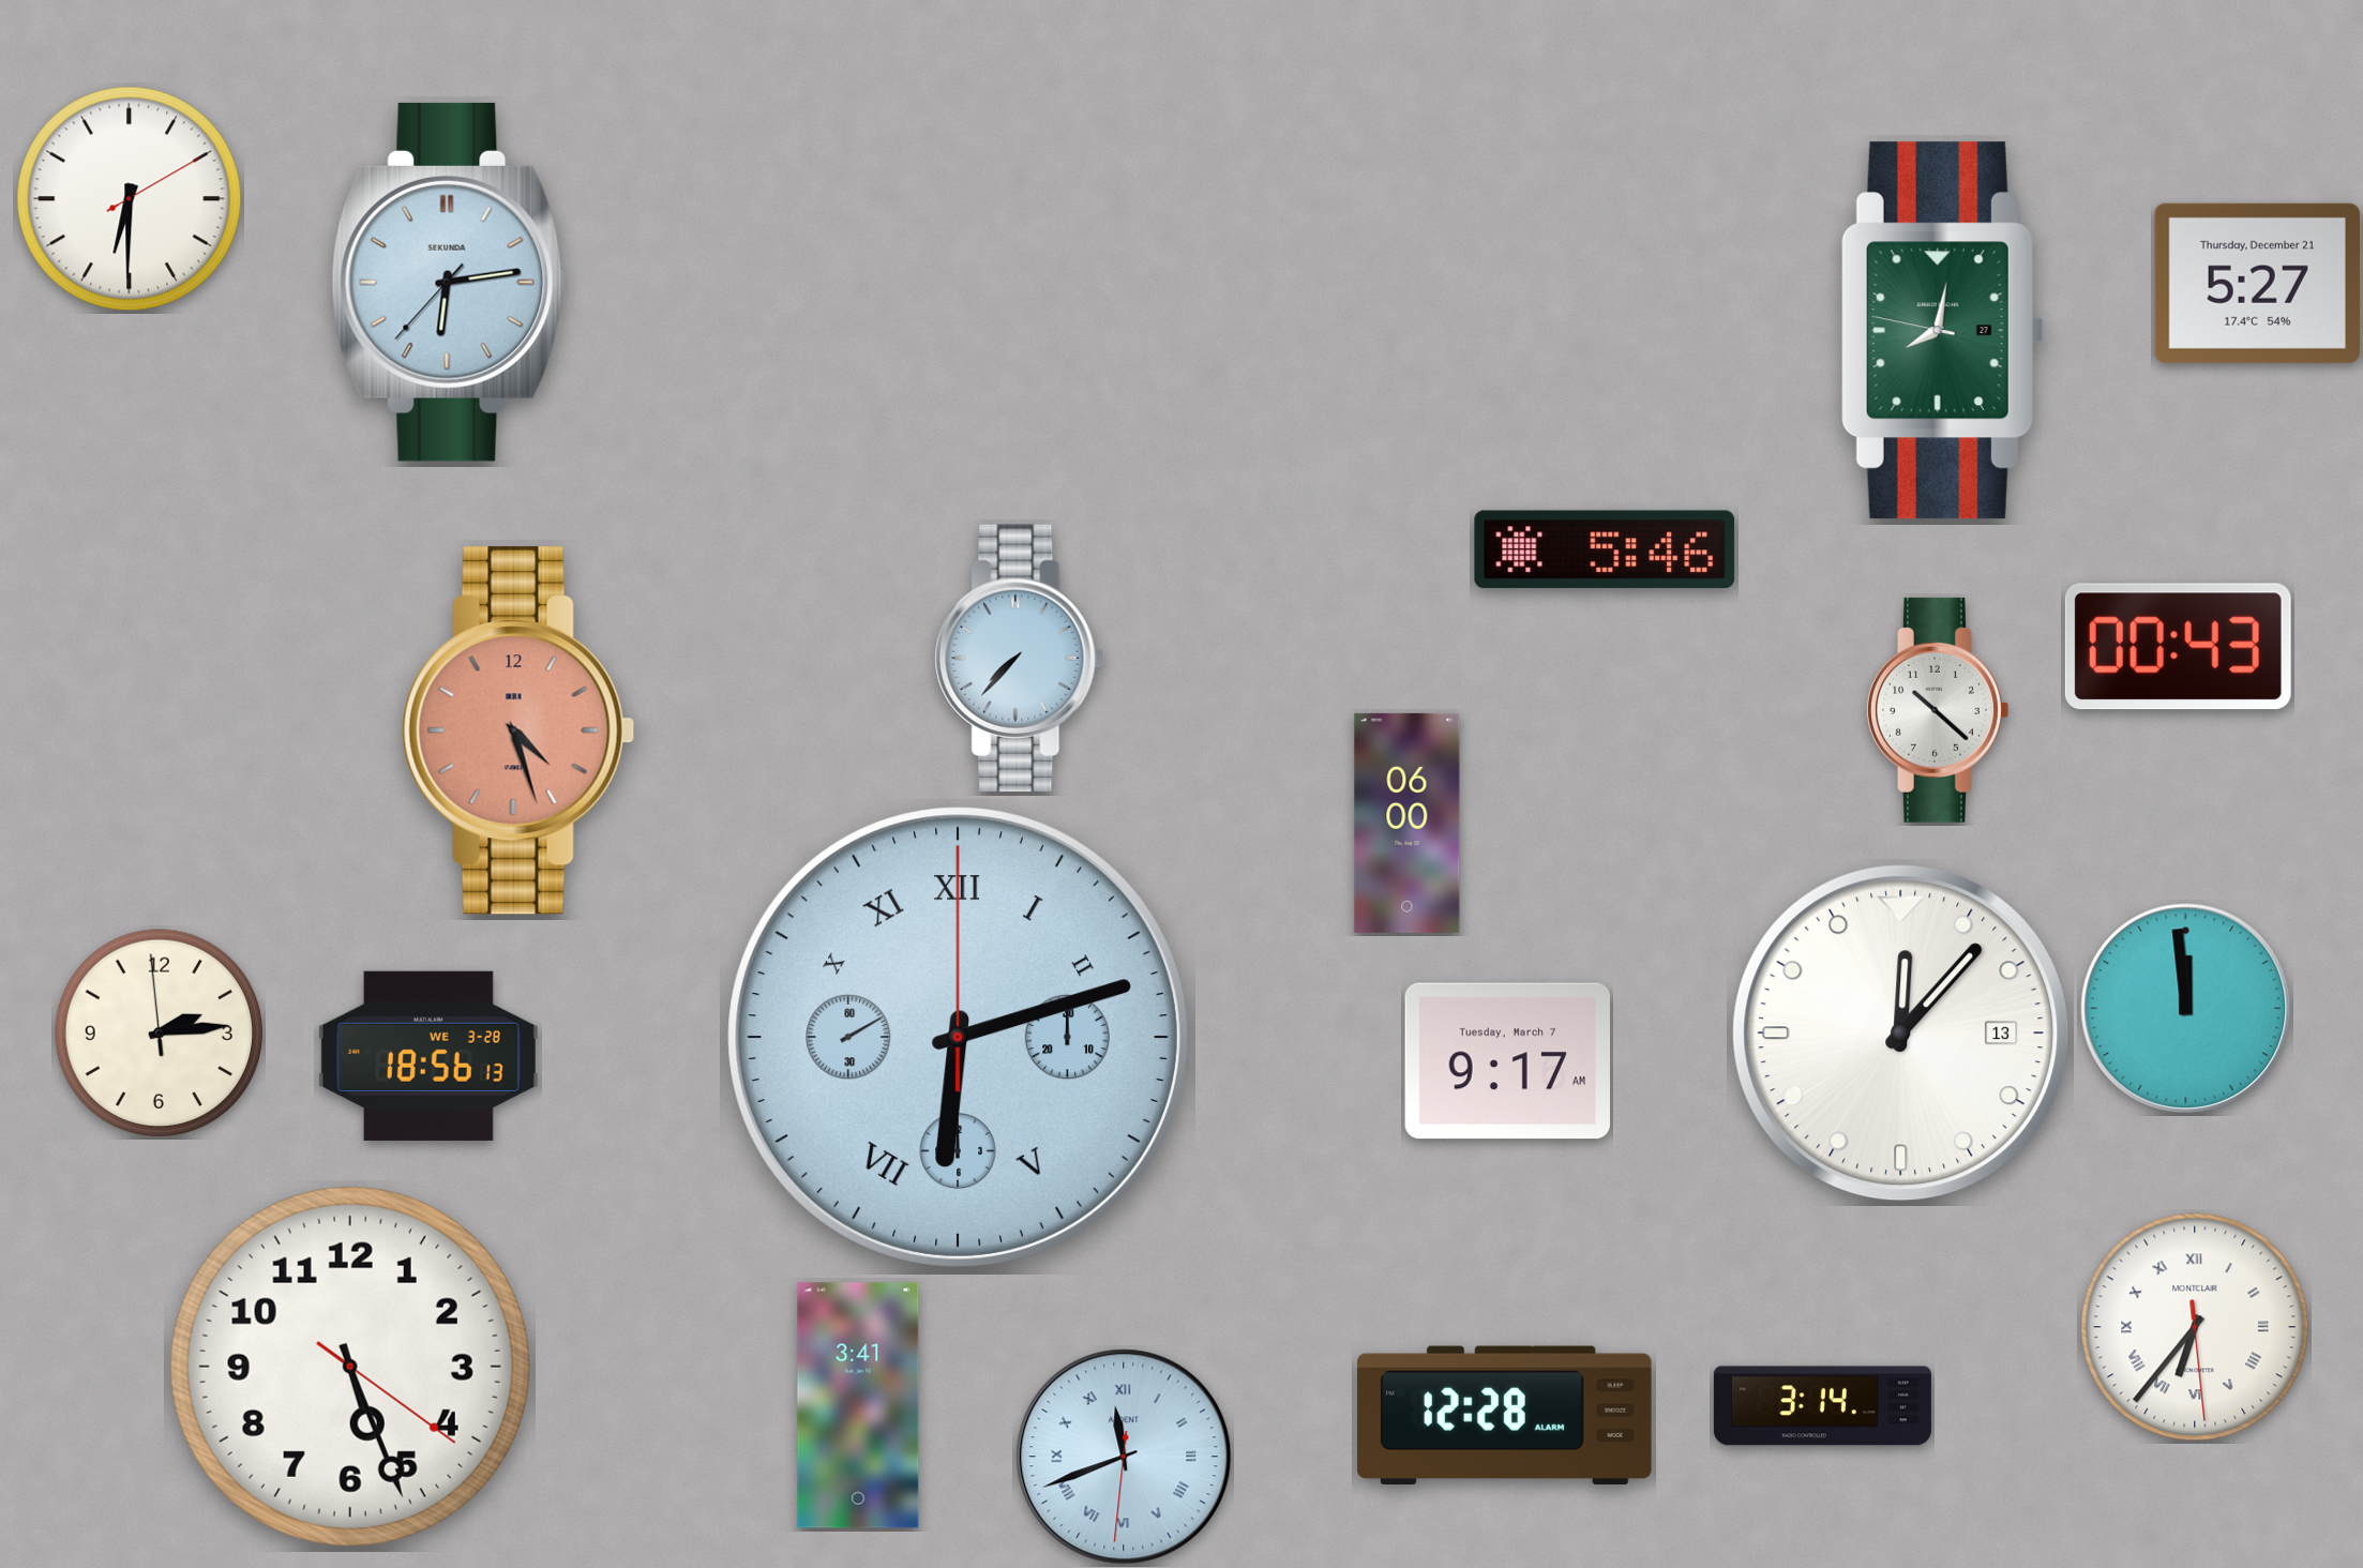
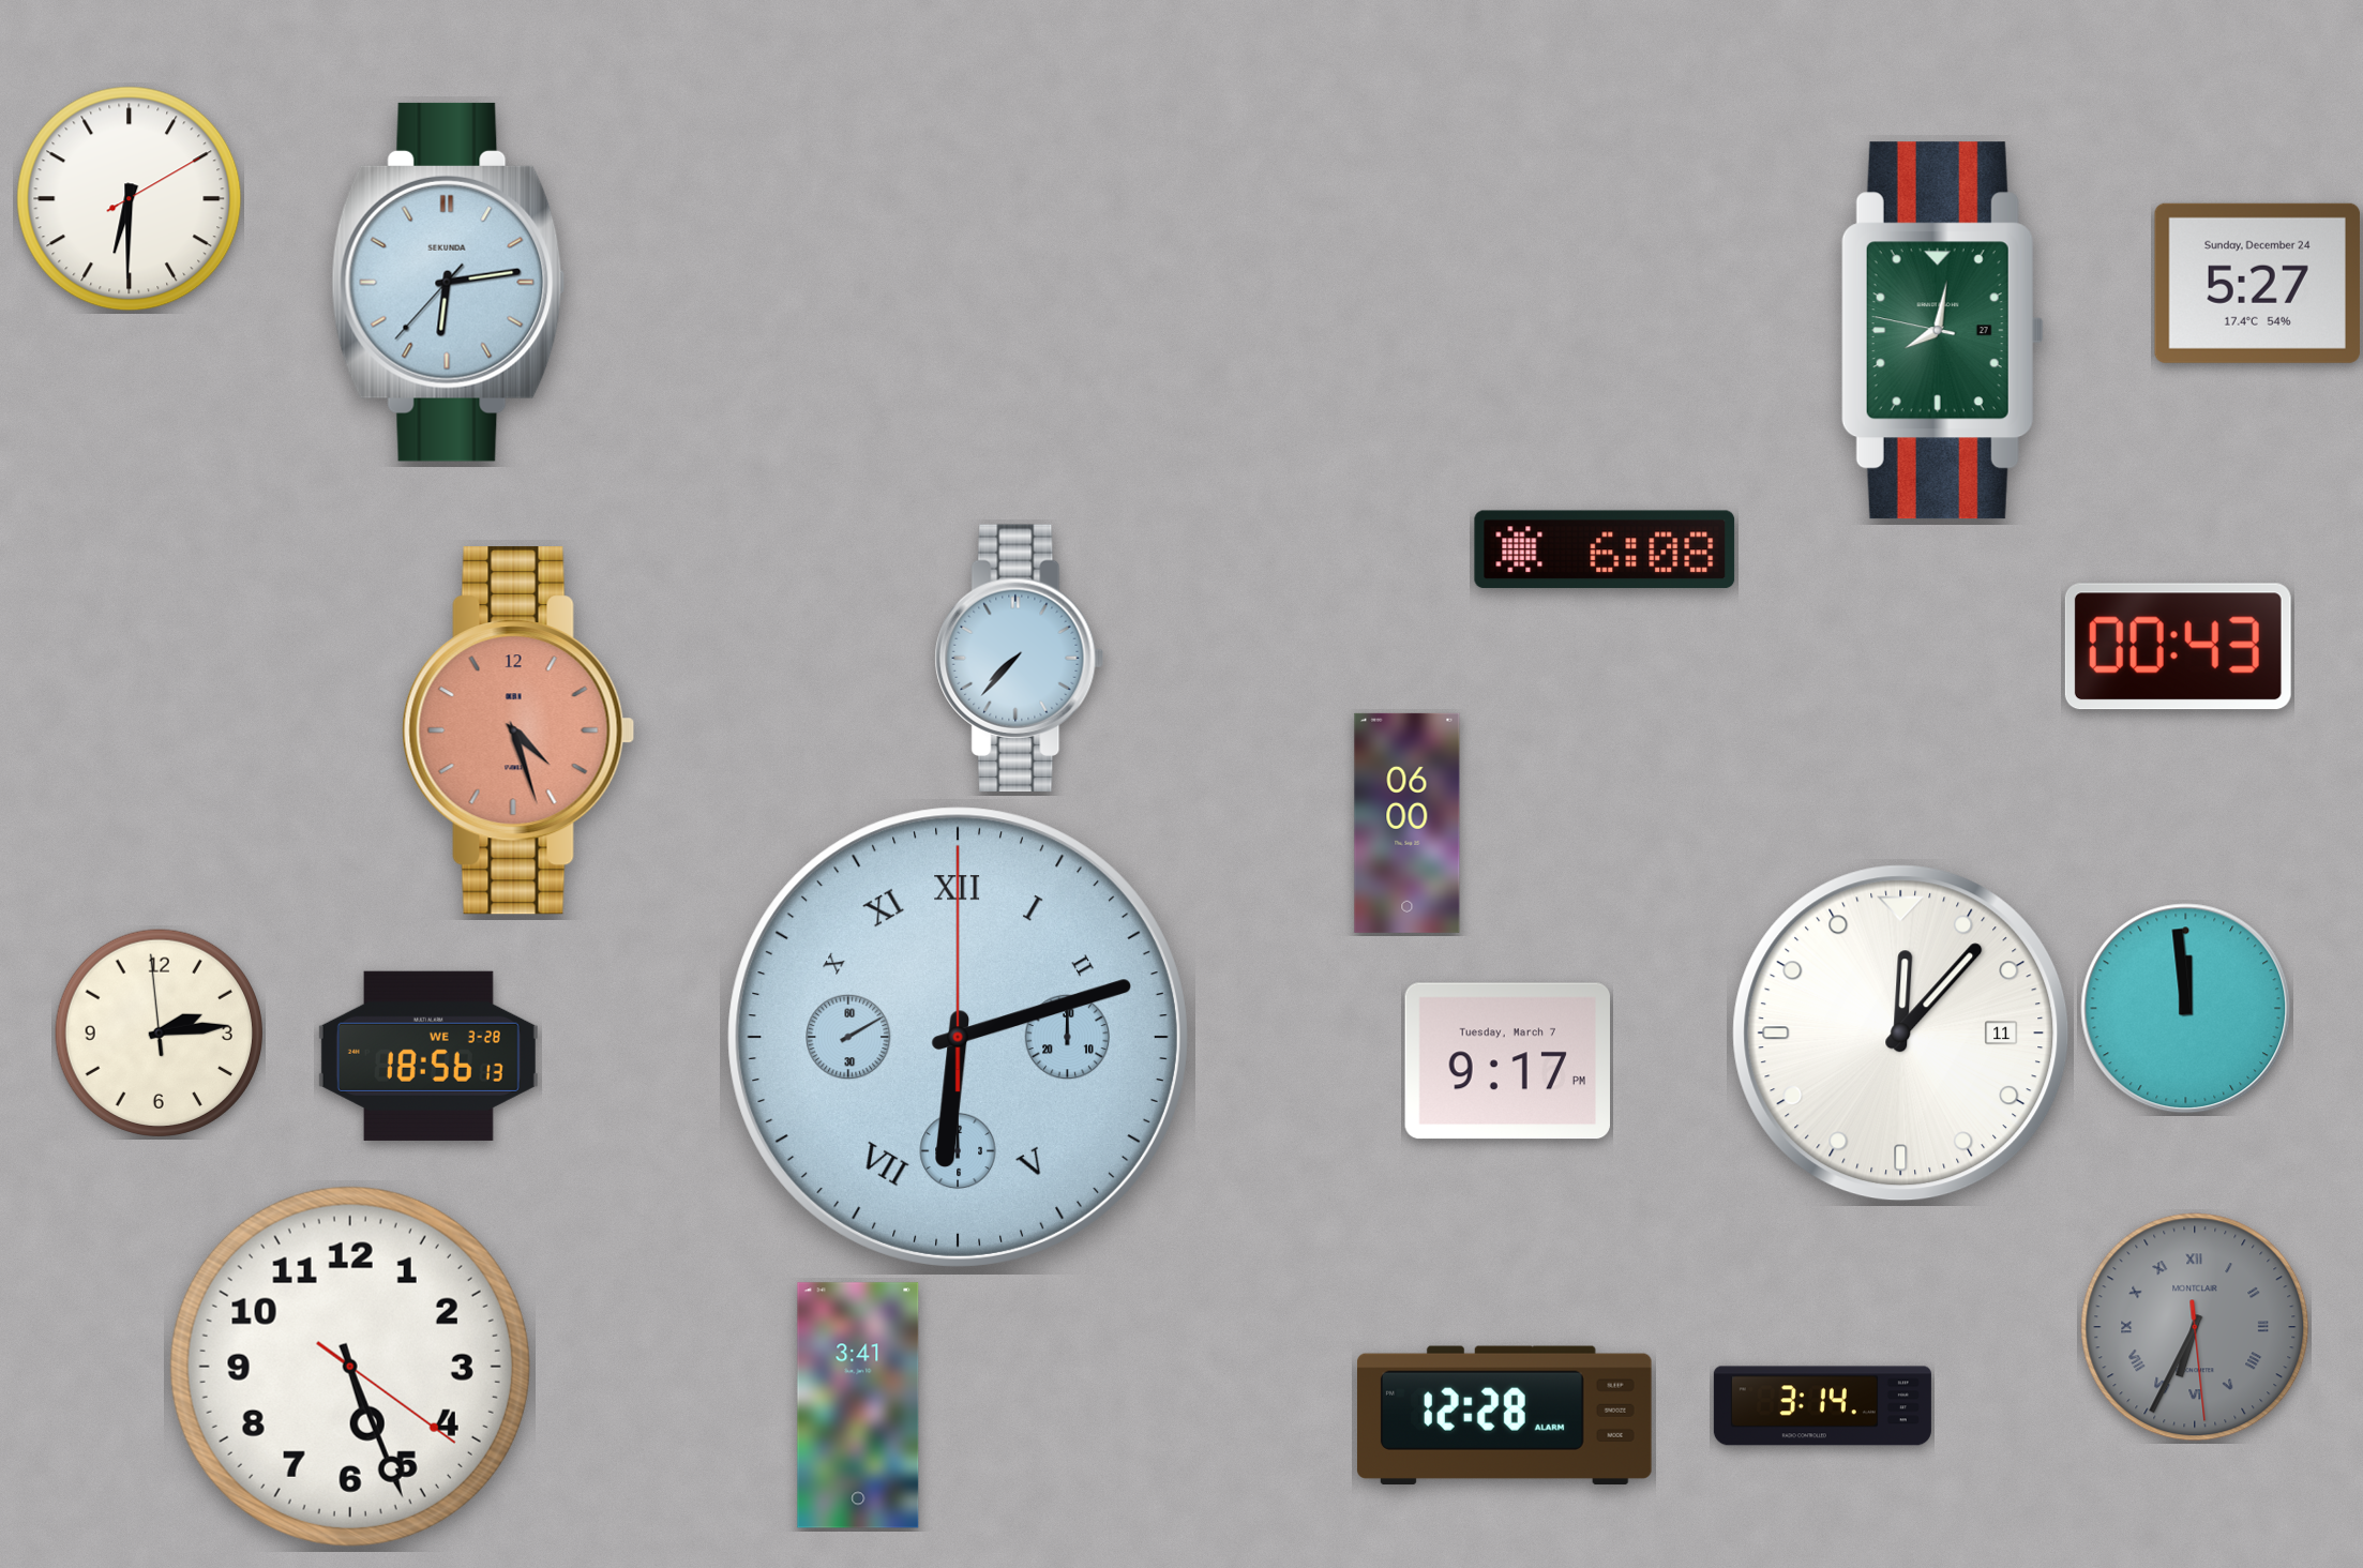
clock at (2257, 283) date: Thursday, December 21 -> Sunday, December 24
clock at (1605, 549): 5:46 -> 6:08
clock at (1938, 710): 10:22 -> none
clock at (1901, 1034) date: 13 -> 11
clock at (1507, 1061): 9:17 AM -> 9:17 PM
clock at (2195, 1327): 6:36 -> 6:34
clock at (2195, 1327) dial: white -> grey
clock at (1124, 1457): 11:41 -> none
